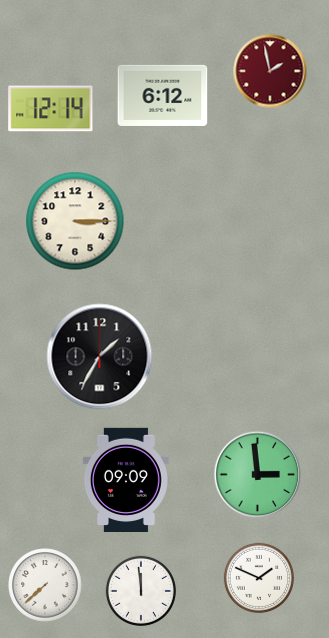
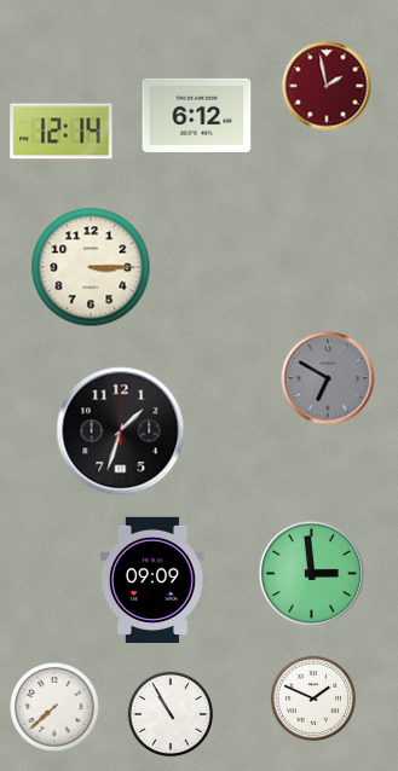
clock at (328, 378): none -> 6:50
clock at (100, 357): 1:35 -> 1:33
clock at (141, 591): 11:59 -> 10:55
